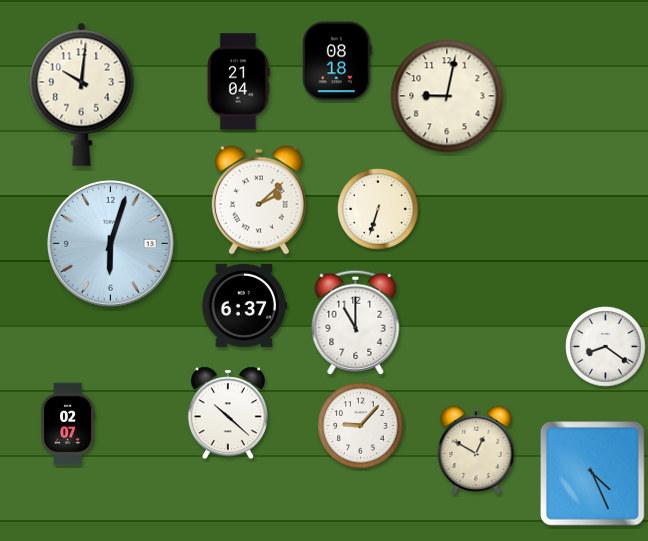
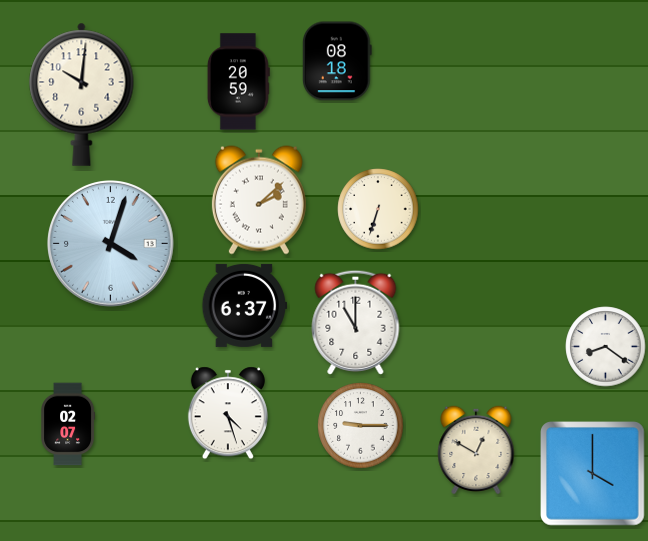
clock at (238, 82): 21:04 -> 20:59
clock at (447, 96): 9:02 -> none
clock at (111, 244): 6:03 -> 4:03
clock at (228, 413): 10:22 -> 4:27
clock at (361, 426): 9:07 -> 9:15
clock at (593, 474): 4:26 -> 4:00
